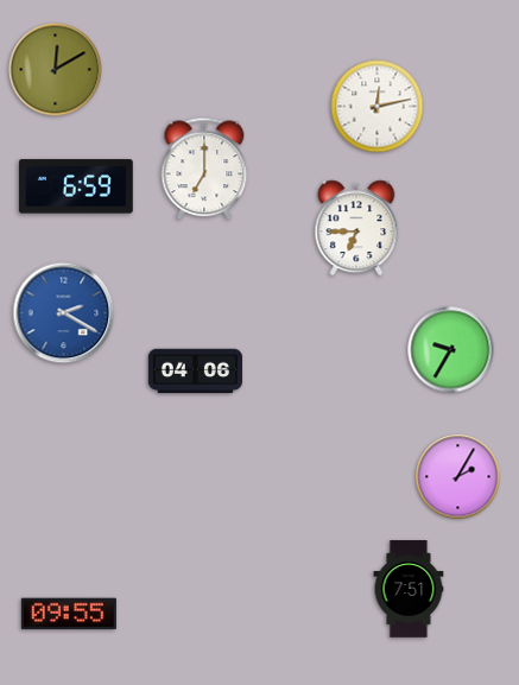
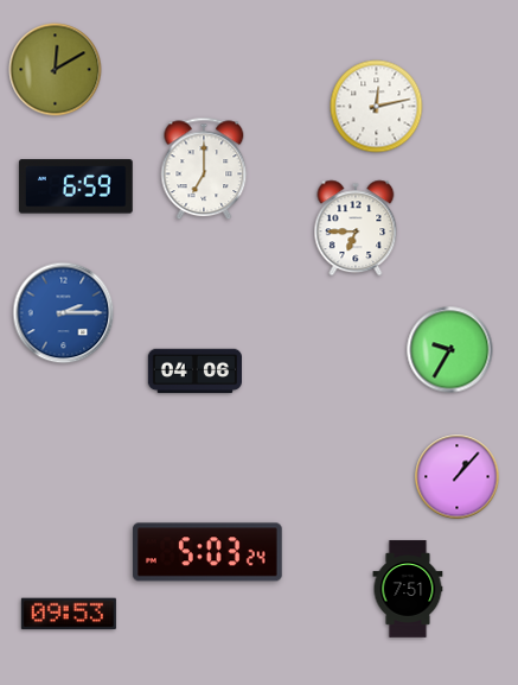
clock at (64, 313): 2:20 -> 2:15
clock at (458, 477): 2:05 -> 1:07
clock at (207, 552): none -> 5:03
clock at (69, 614): 09:55 -> 09:53
